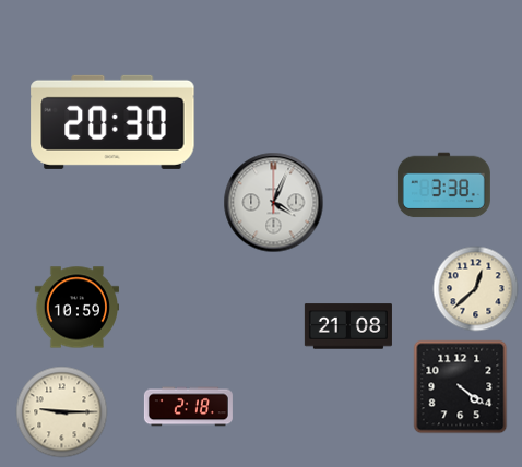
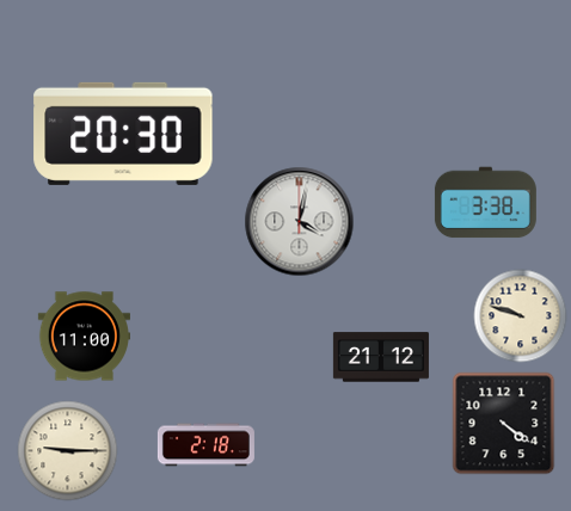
clock at (273, 202): 4:04 -> 4:02
clock at (475, 288): 12:38 -> 9:48
clock at (76, 308): 10:59 -> 11:00
clock at (348, 326): 21:08 -> 21:12
